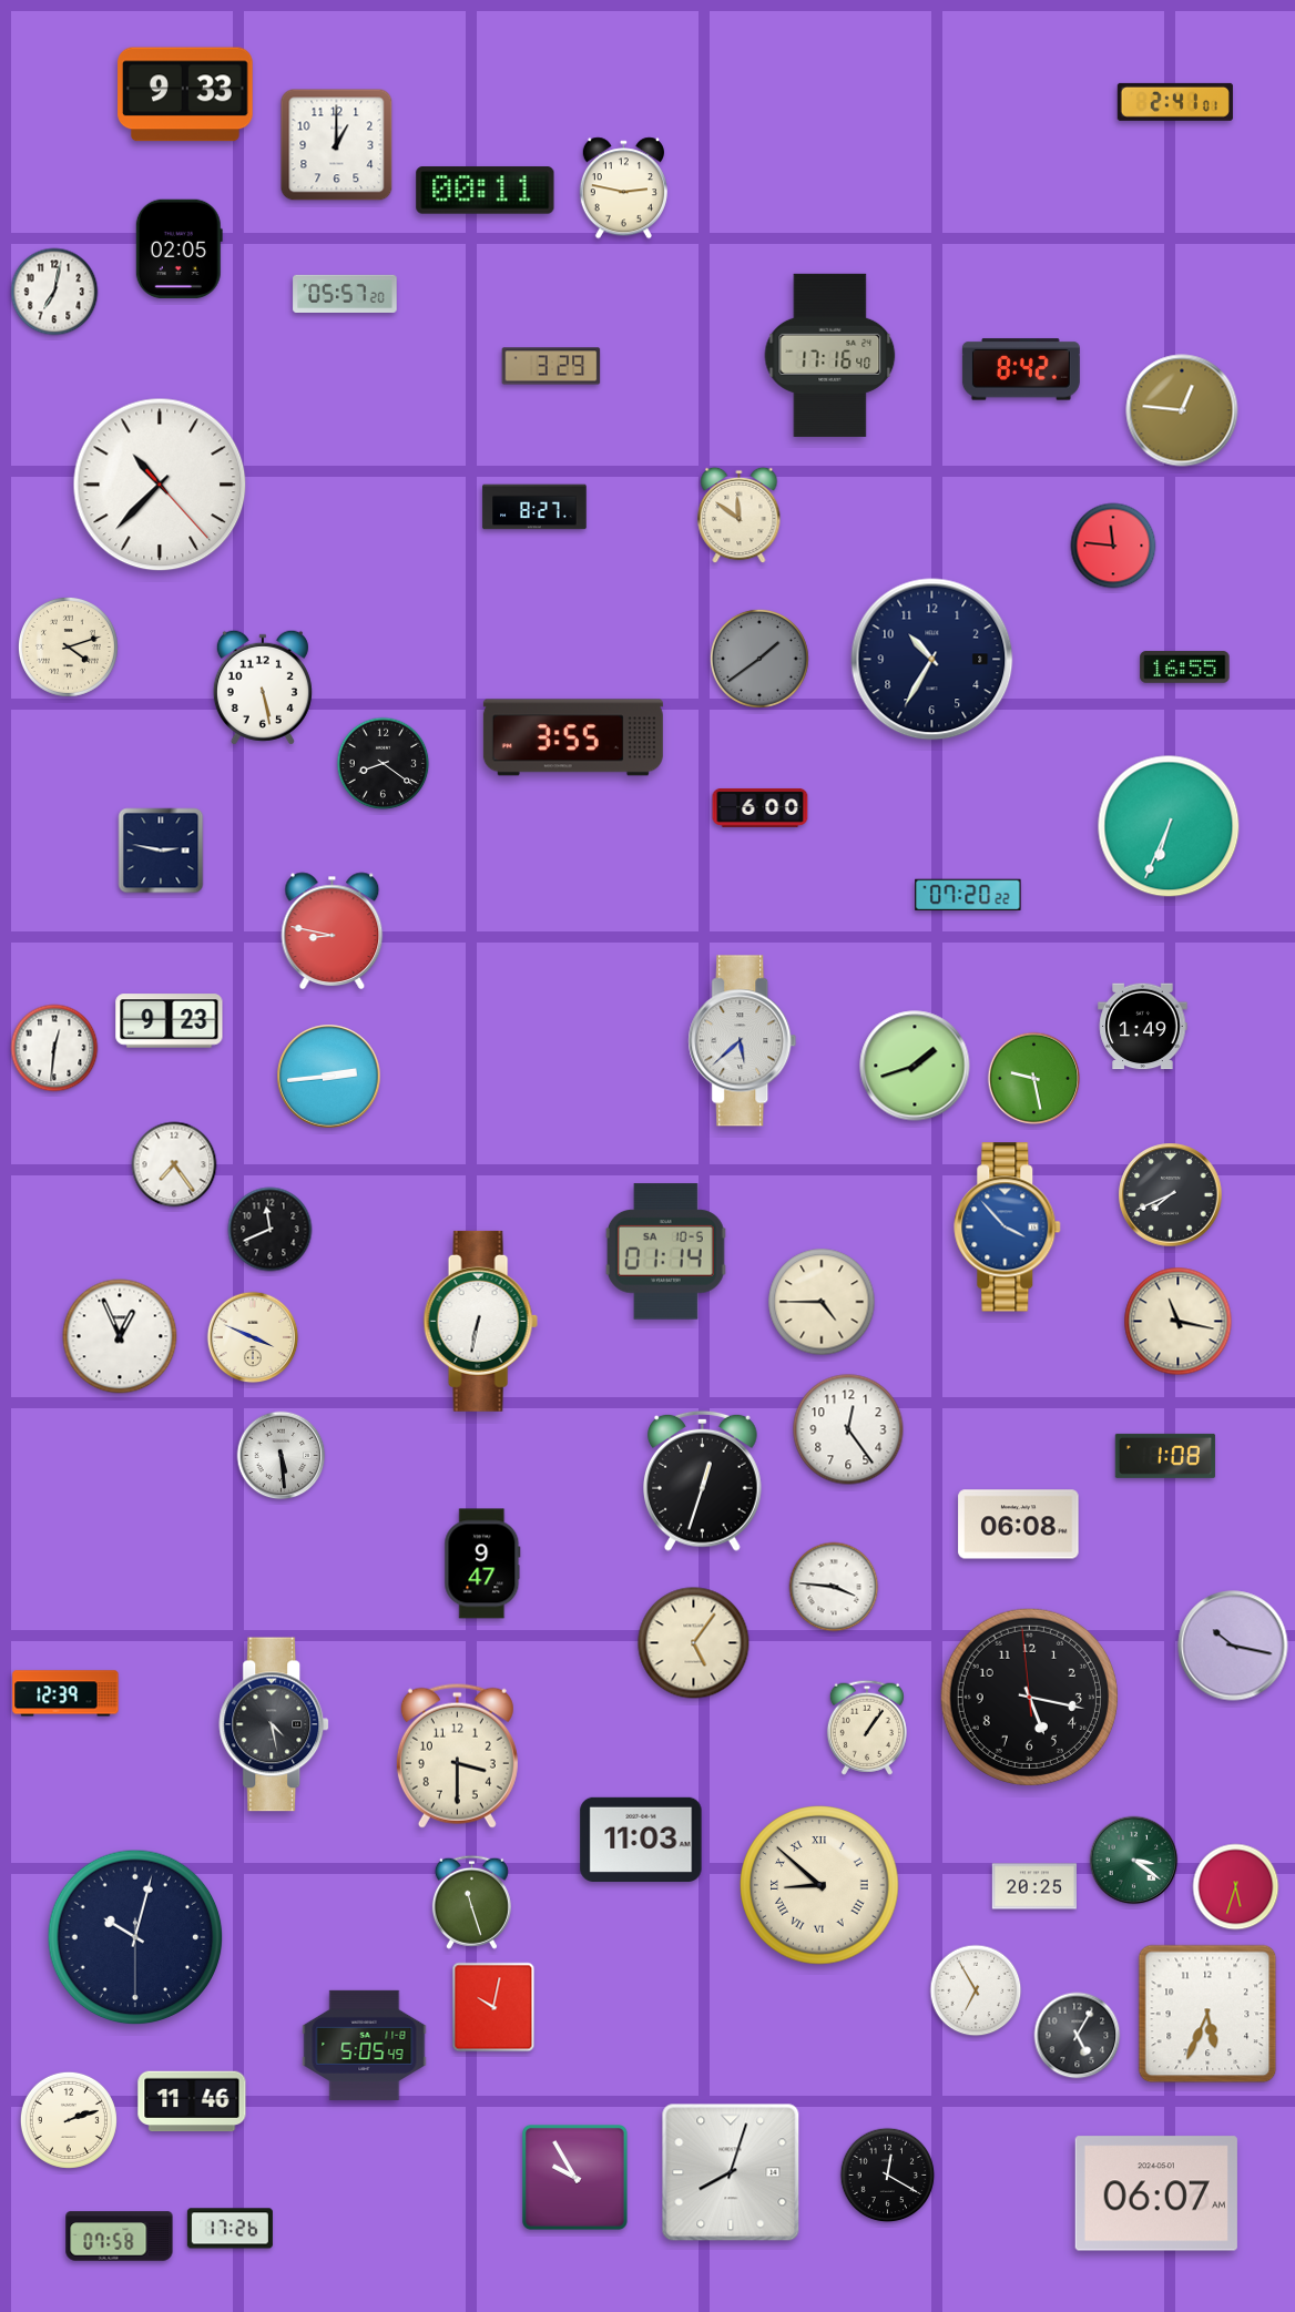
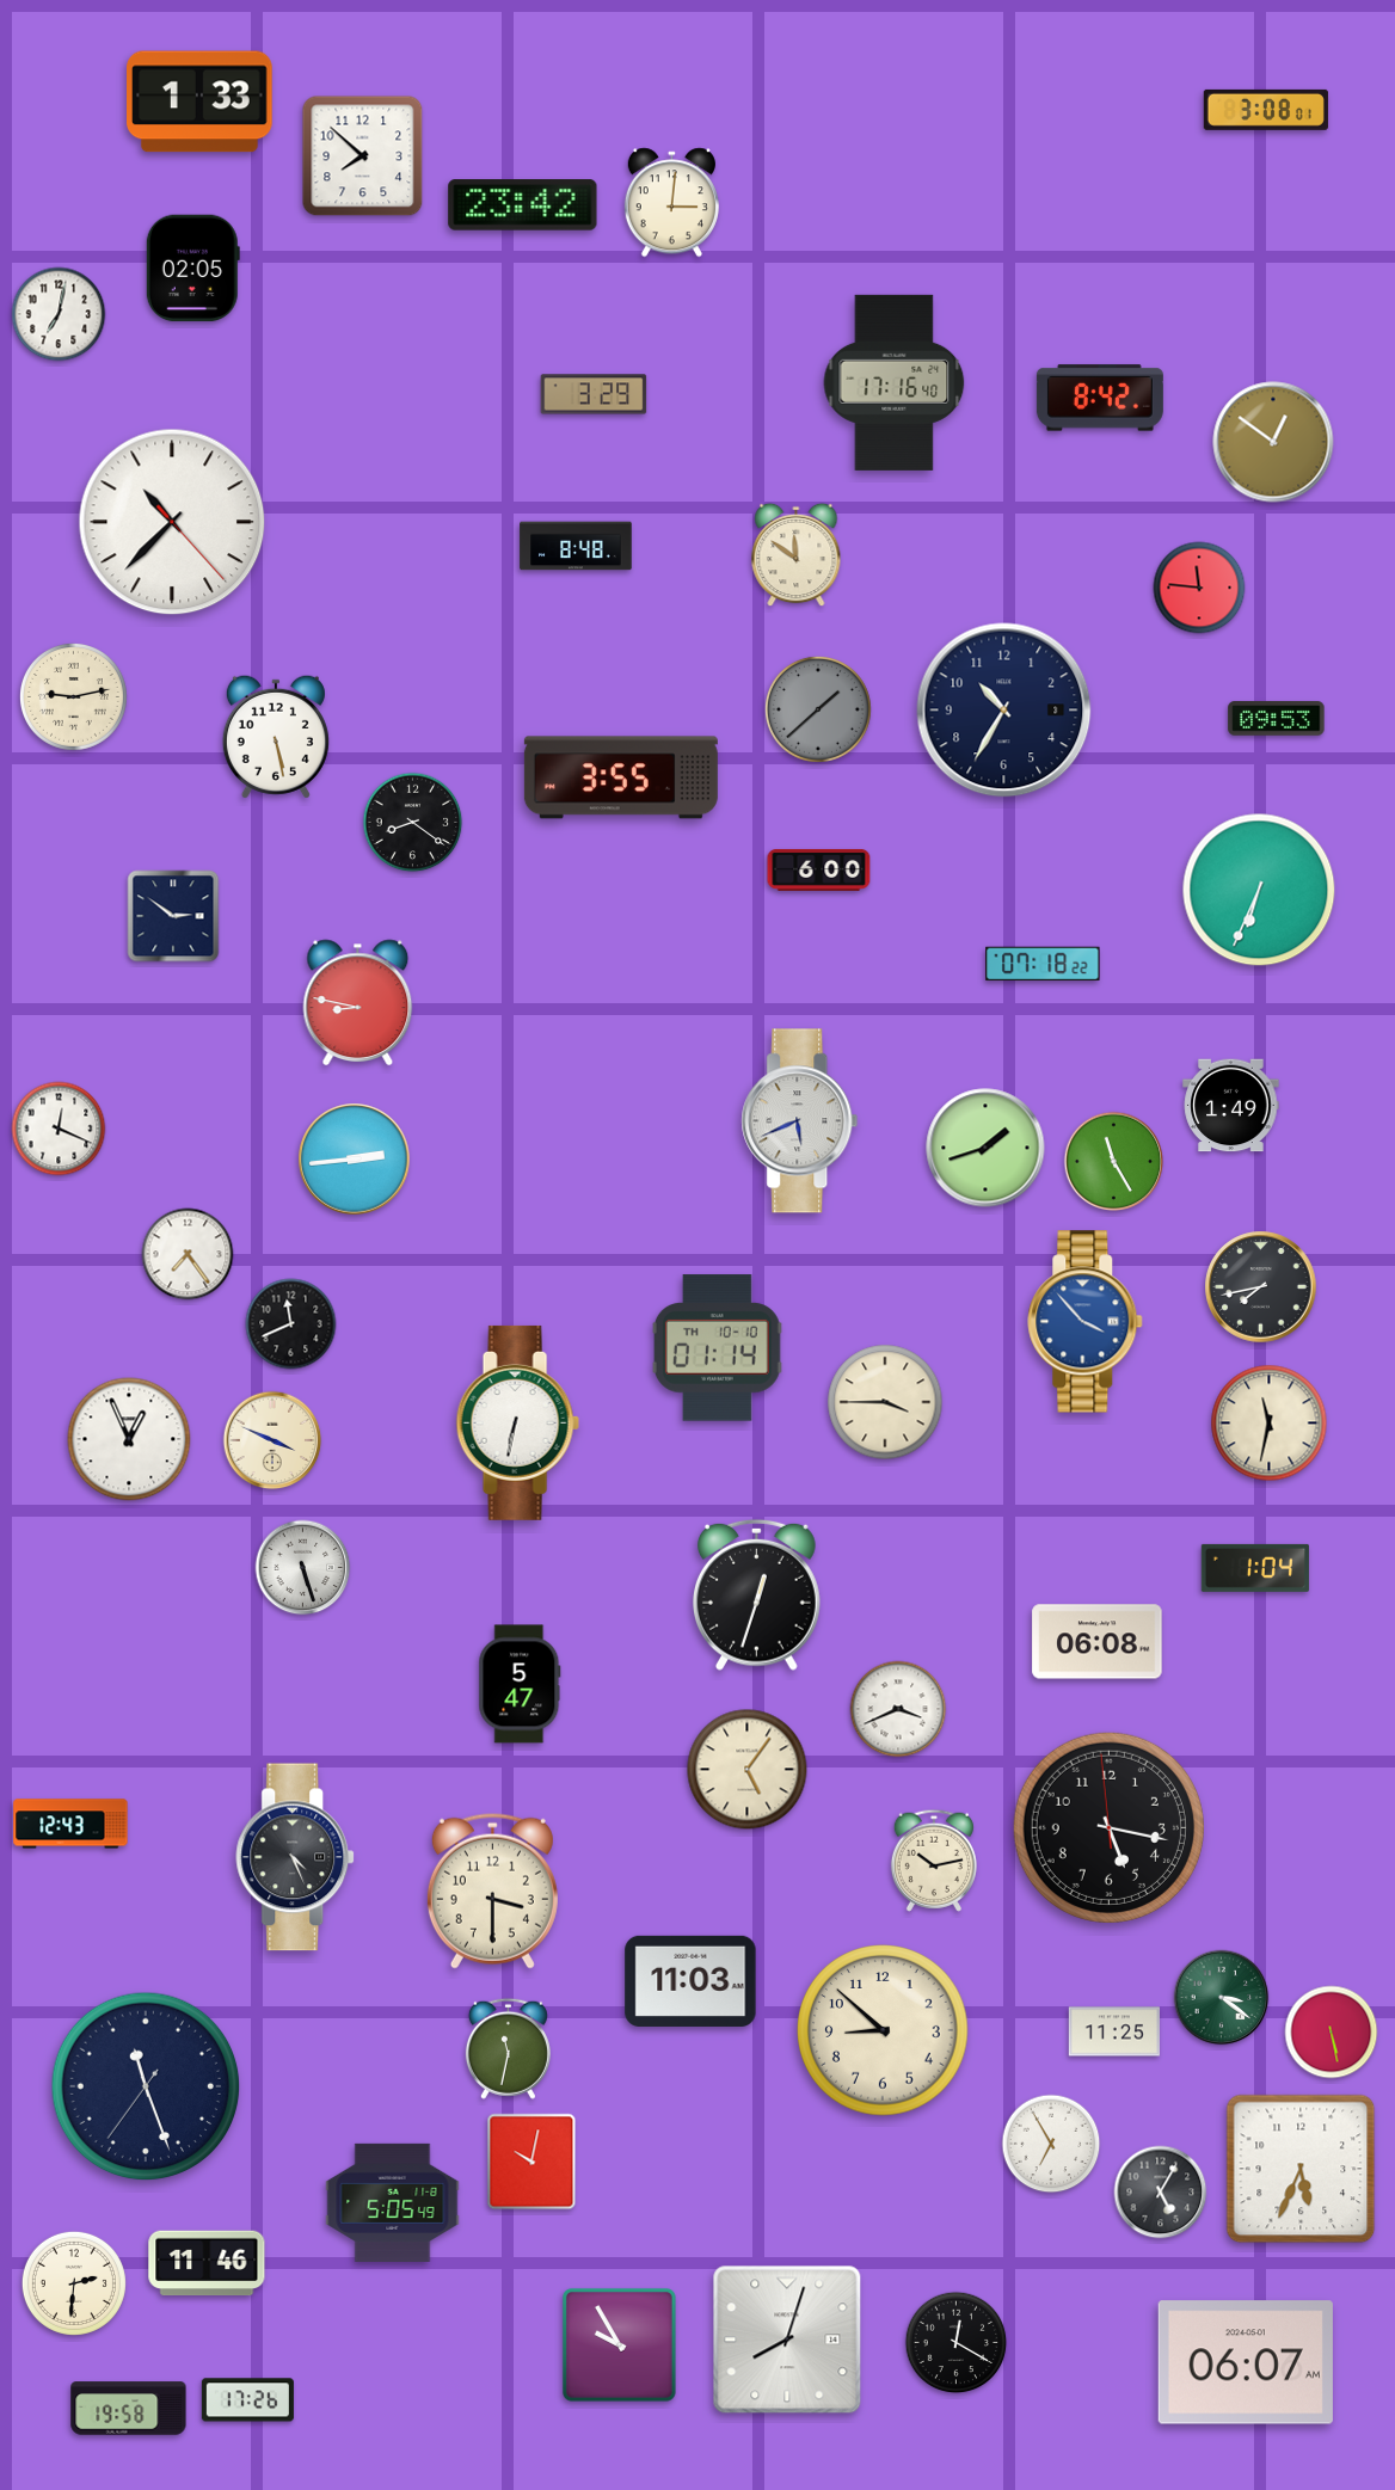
clock at (186, 94): 9:33 -> 1:33
clock at (1175, 102): 2:41 -> 3:08
clock at (337, 145): 1:00 -> 7:52
clock at (623, 189): 2:47 -> 3:01
clock at (486, 191): 00:11 -> 23:42
clock at (345, 294): 05:57 -> none
clock at (1182, 410): 12:46 -> 12:51
clock at (534, 507): 8:27 -> 8:48
clock at (68, 646): 4:12 -> 9:13
clock at (759, 659): 1:39 -> 1:38
clock at (1185, 668): 16:55 -> 09:53
clock at (263, 688) position: (263, 688) -> (276, 737)
clock at (573, 737) position: (573, 737) -> (621, 777)
clock at (161, 851): 2:47 -> 2:51
clock at (968, 895): 07:20 -> 07:18
clock at (170, 1021): 9:23 -> none
clock at (743, 1041): 5:38 -> 5:41
clock at (54, 1048): 12:31 -> 12:19
clock at (1034, 1079): 9:28 -> 11:25
clock at (1171, 1195): 7:41 -> 7:43
clock at (665, 1252) date: SA 10-5 -> TH 10-10
clock at (822, 1302): 4:45 -> 3:45
clock at (1179, 1322): 11:17 -> 11:32
clock at (848, 1429): 12:24 -> none
clock at (282, 1456): 5:29 -> 5:27
clock at (1165, 1456): 1:08 -> 1:04
clock at (482, 1564): 9:47 -> 5:47
clock at (834, 1587): 3:46 -> 3:41
clock at (1233, 1646): 10:17 -> none
clock at (65, 1693): 12:39 -> 12:43
clock at (275, 1724): 4:28 -> 4:26
clock at (867, 1728): 1:06 -> 10:13
clock at (1134, 1861) position: (1134, 1861) -> (1222, 1998)
clock at (819, 1885) numerals: Roman -> Arabic
clock at (1033, 1886): 20:25 -> 11:25
clock at (1236, 1887): 5:33 -> 5:28
clock at (471, 1902): 11:27 -> 11:32
clock at (135, 1937): 10:02 -> 11:26
clock at (69, 2120): 2:12 -> 2:31
clock at (120, 2237): 07:58 -> 19:58
